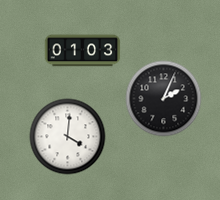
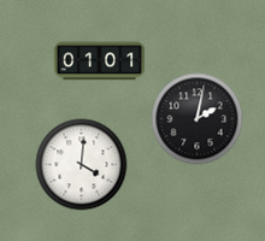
clock at (83, 51): 01:03 -> 01:01
clock at (164, 99): 2:04 -> 2:02
